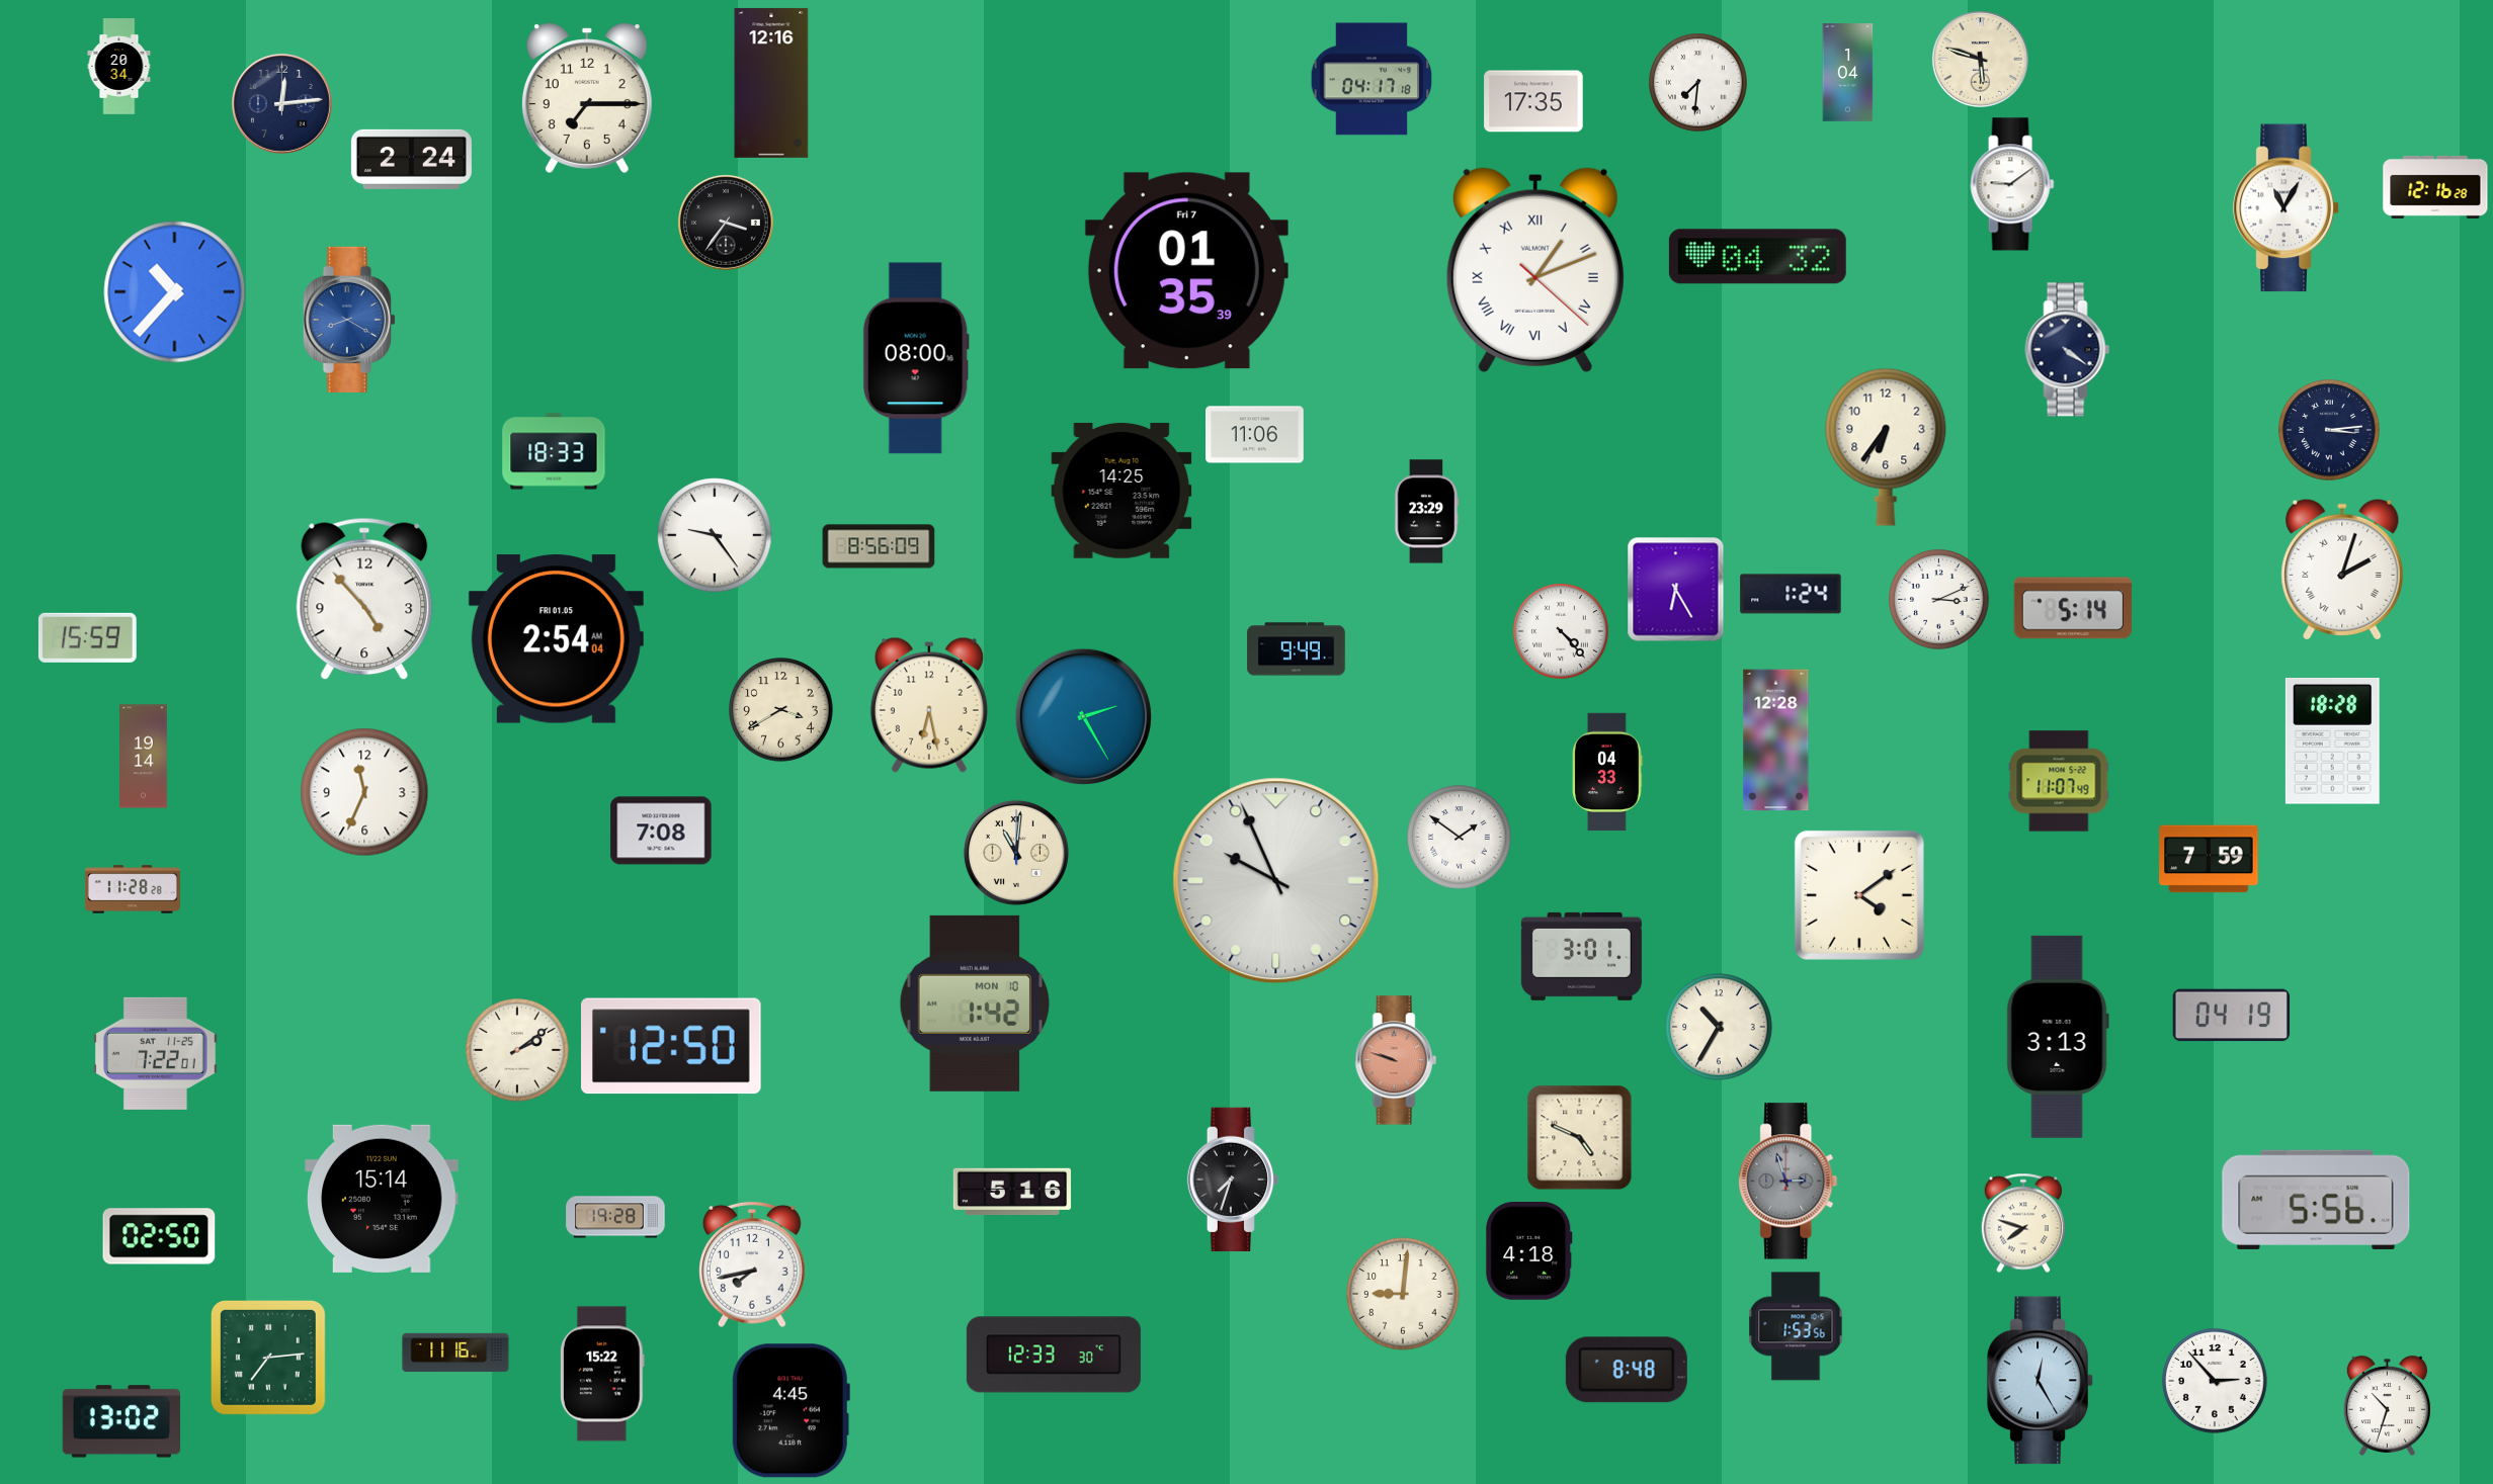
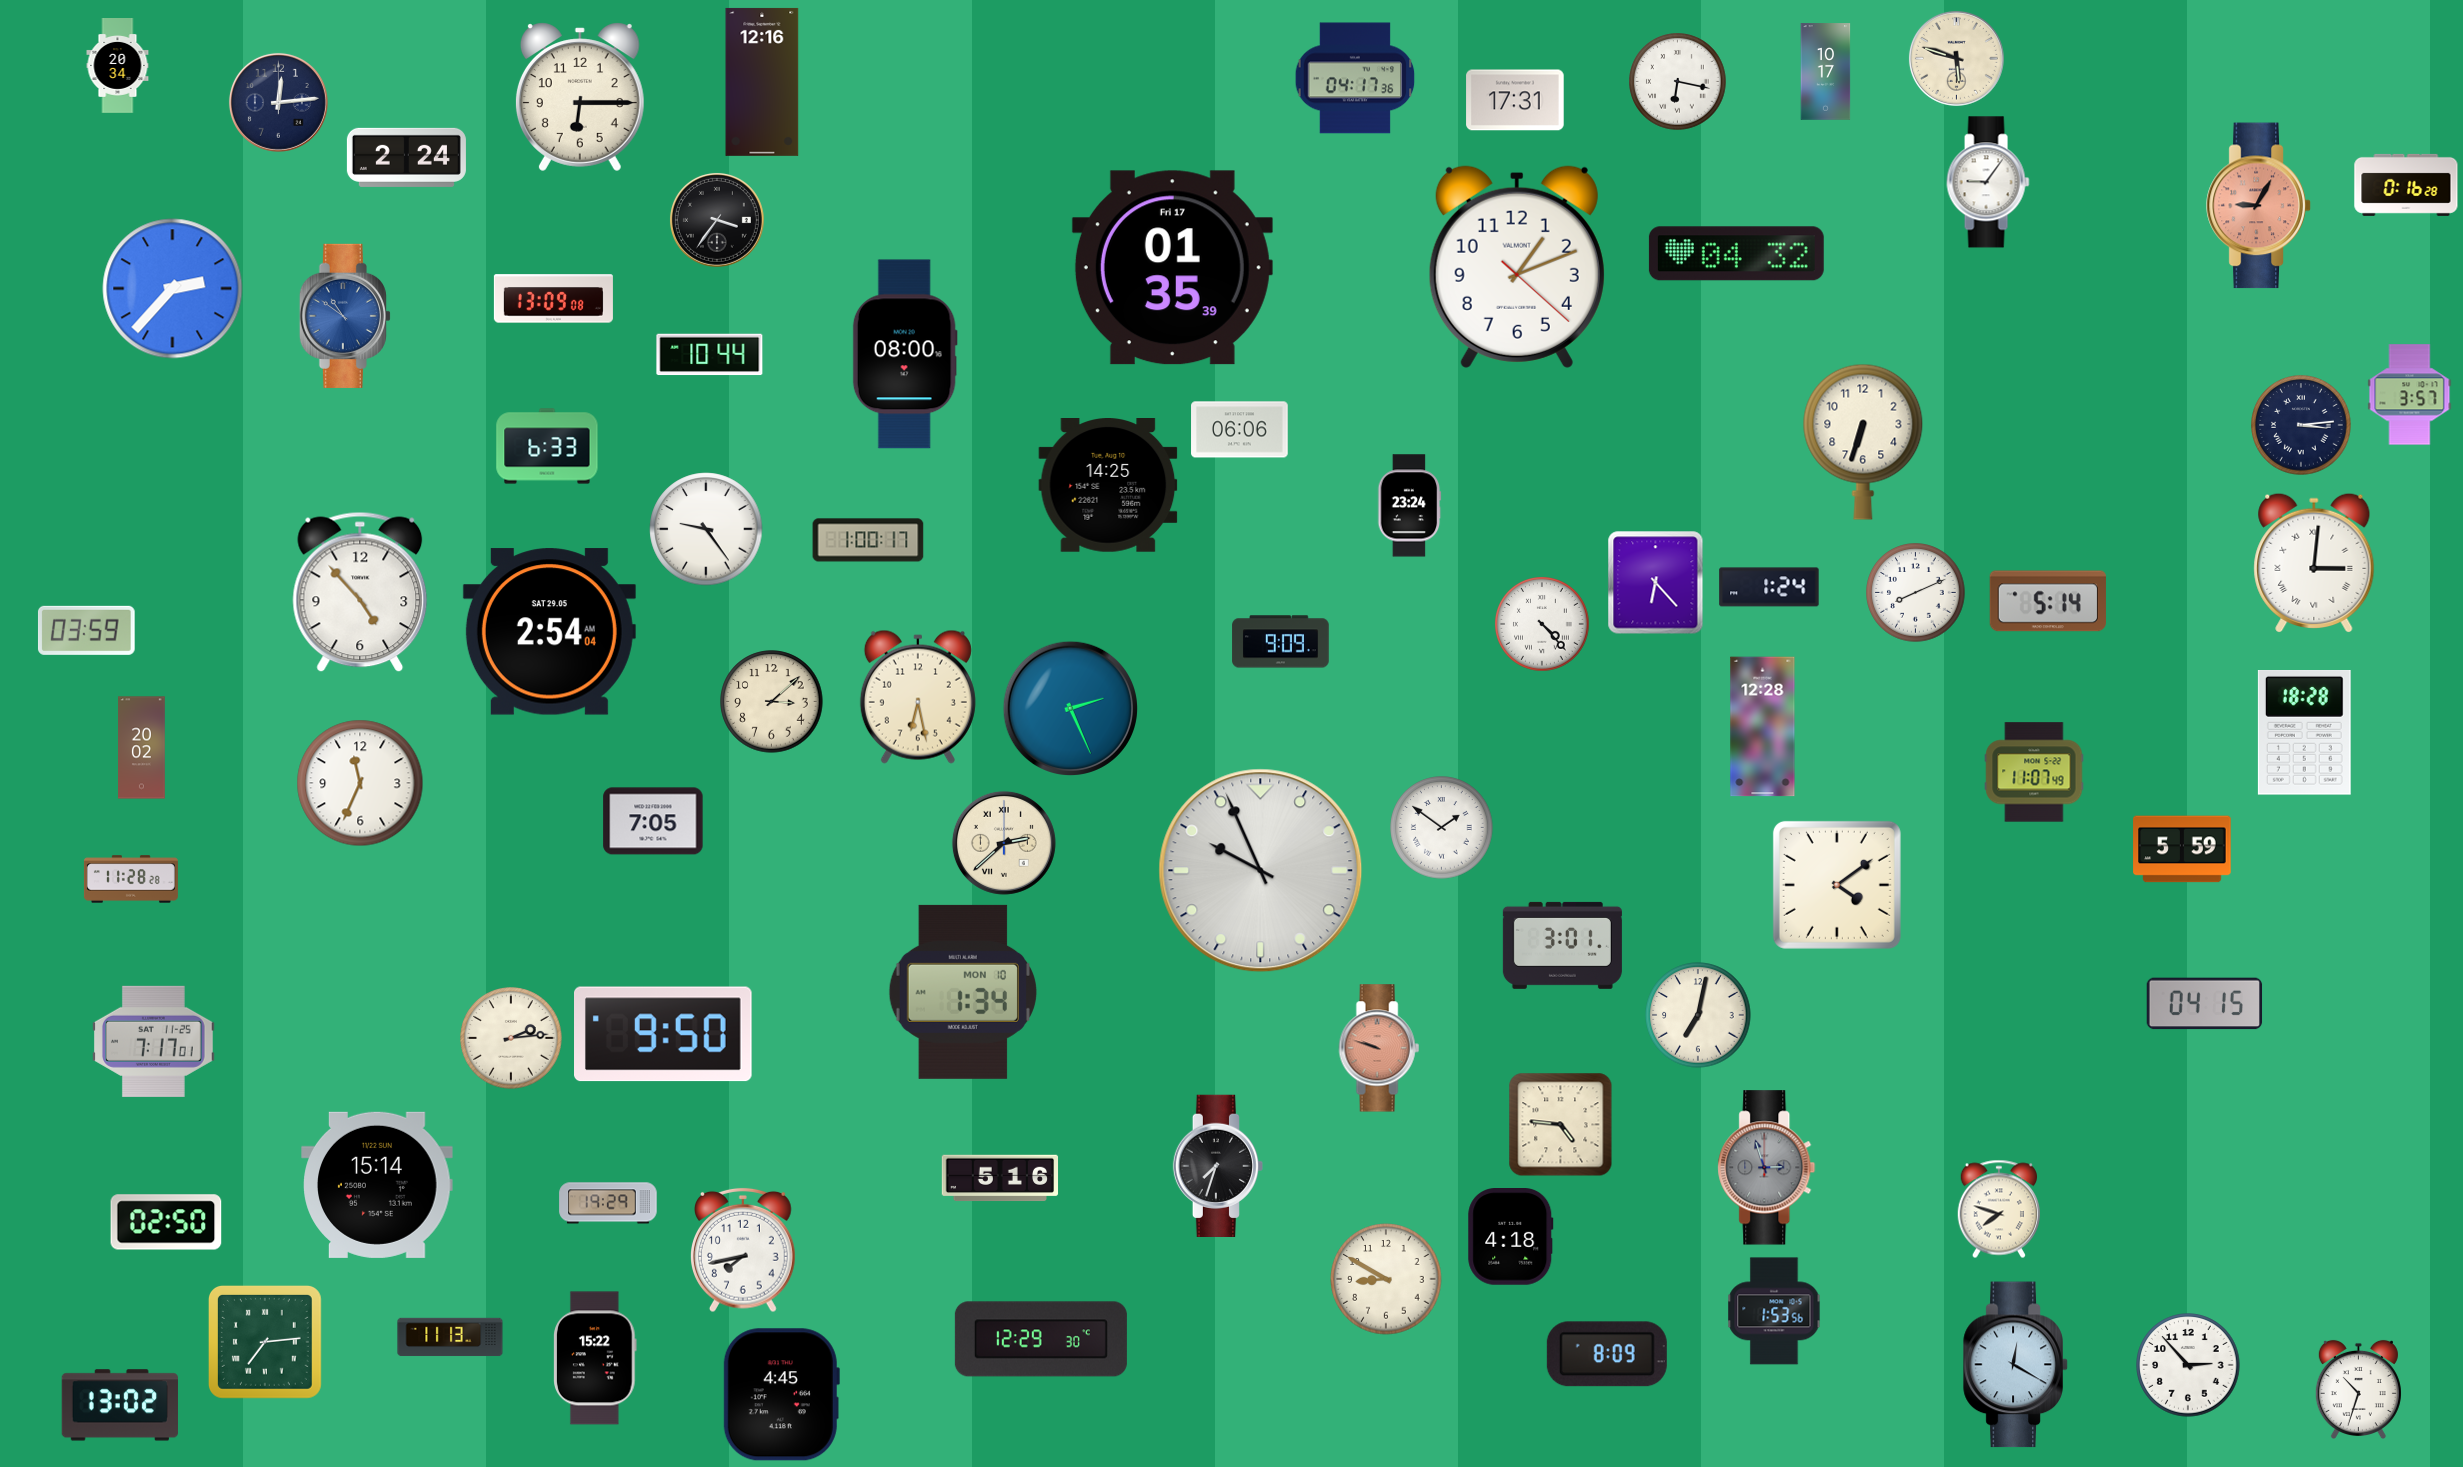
clock at (1848, 73): 1:04 -> 10:17
clock at (1372, 79): 04:17:18 -> 04:17:36
clock at (1698, 83): 7:31 -> 6:17
clock at (587, 98): 7:15 -> 6:15
clock at (1533, 101): 17:35 -> 17:31
clock at (2012, 184): 9:09 -> 9:06
clock at (2435, 187): 12:16 -> 0:16
clock at (2287, 208): 11:05 -> 9:05
clock at (2287, 208) dial: white -> salmon
clock at (1535, 270) numerals: Roman -> Arabic
clock at (1186, 271) date: Fri 7 -> Fri 17
clock at (175, 292): 10:37 -> 2:37
clock at (553, 299): none -> 13:09
clock at (349, 320): 8:20 -> 10:51
clock at (2068, 350): 4:21 -> none
clock at (710, 355): none -> 10:44
clock at (2410, 395): none -> 3:57
clock at (1255, 435): 11:06 -> 06:06
clock at (1886, 447): 6:36 -> 6:33
clock at (554, 451): 18:33 -> 6:33
clock at (1427, 512): 23:29 -> 23:24
clock at (879, 546): 8:56 -> 1:00
clock at (2342, 569): 2:03 -> 3:01
clock at (1676, 590): 6:25 -> 6:23
clock at (1939, 600): 3:11 -> 8:11
clock at (87, 637): 15:59 -> 03:59
clock at (556, 639) date: FRI 01.05 -> SAT 29.05
clock at (1297, 649): 9:49 -> 9:09
clock at (781, 710): 3:40 -> 3:08
clock at (1083, 716): 2:25 -> 2:26
clock at (1776, 740) position: (1776, 740) -> (1763, 727)
clock at (144, 757): 19:14 -> 20:02
clock at (1607, 772): 04:33 -> none
clock at (661, 831): 7:08 -> 7:05
clock at (1016, 853): 11:01 -> 2:38
clock at (2209, 859): 7:59 -> 5:59
clock at (974, 1003): 1:42 -> 1:34
clock at (2232, 1016): 04:19 -> 04:15
clock at (1719, 1027): 10:35 -> 7:02
clock at (2058, 1037): 3:13 -> none
clock at (672, 1046): 12:50 -> 9:50
clock at (517, 1050): 2:09 -> 2:14
clock at (156, 1053): 7:22 -> 7:17
clock at (1580, 1138): 4:49 -> 4:46
clock at (2316, 1200): 5:56 -> none
clock at (615, 1217): 19:28 -> 19:29
clock at (159, 1236) position: (159, 1236) -> (166, 1222)
clock at (1403, 1294): 9:01 -> 8:50
clock at (455, 1352): 11:16 -> 11:13
clock at (1054, 1355): 12:33 -> 12:29
clock at (1627, 1370): 8:48 -> 8:09
clock at (2041, 1381): 12:25 -> 12:20
